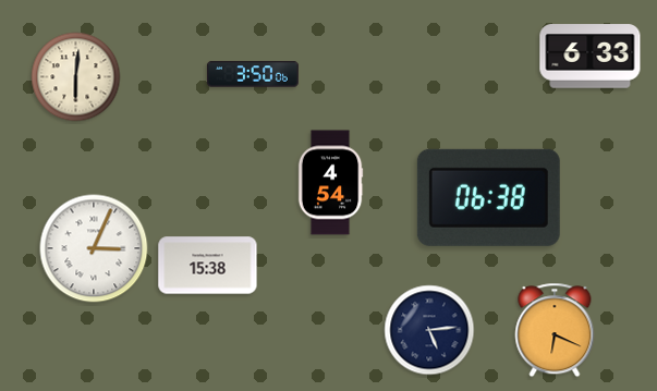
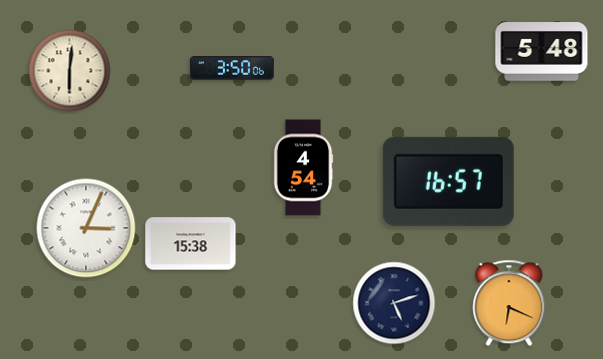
clock at (591, 57): 6:33 -> 5:48
clock at (488, 197): 06:38 -> 16:57
clock at (429, 330): 5:14 -> 5:12
